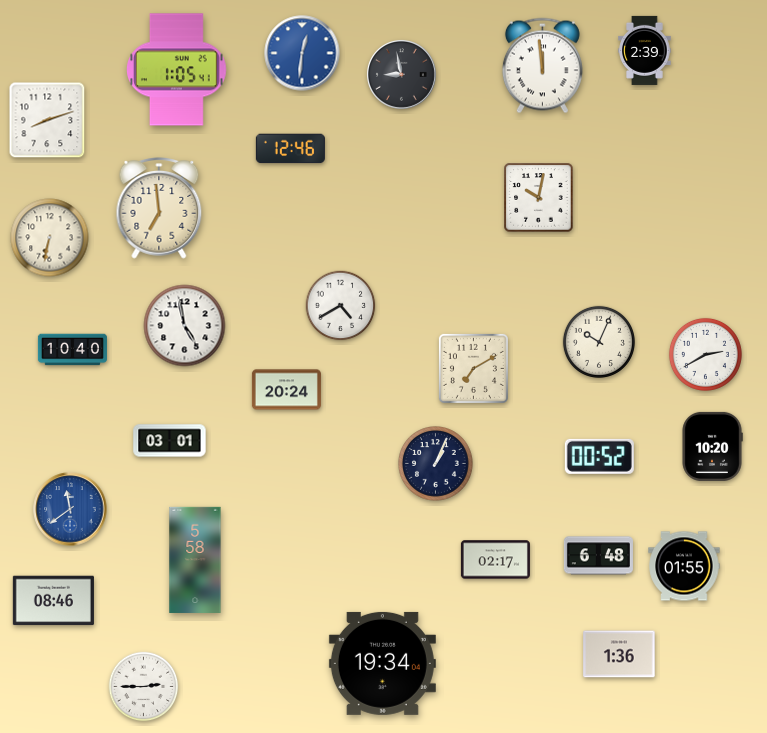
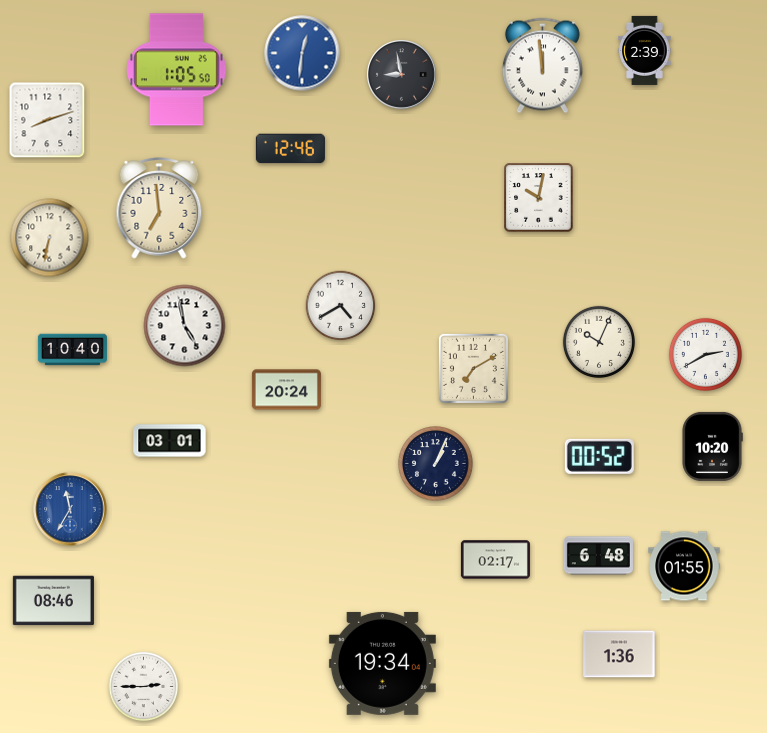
clock at (177, 70): 1:05:41 -> 1:05:50
clock at (70, 509): 11:39 -> 11:35
clock at (195, 560): 5:58 -> none
